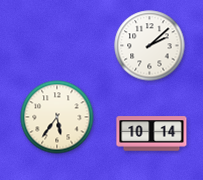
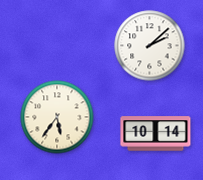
clock at (152, 134) position: (152, 134) -> (156, 134)
